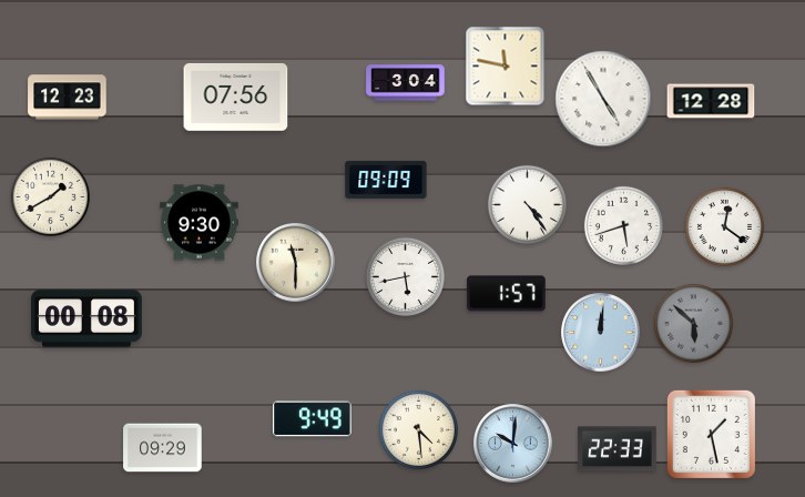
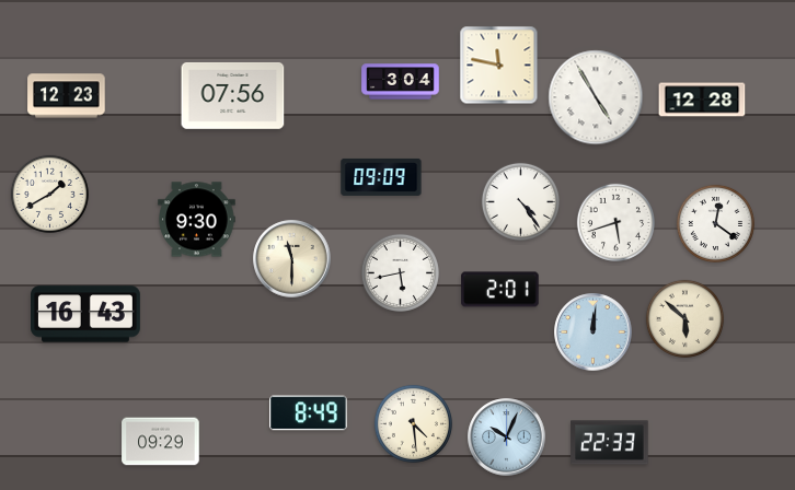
clock at (507, 294): 1:57 -> 2:01
clock at (88, 318): 00:08 -> 16:43
clock at (693, 323) dial: grey -> cream
clock at (601, 333) position: (601, 333) -> (594, 332)
clock at (313, 419): 9:49 -> 8:49
clock at (711, 434): 1:28 -> none
clock at (513, 444): 10:01 -> 10:04
